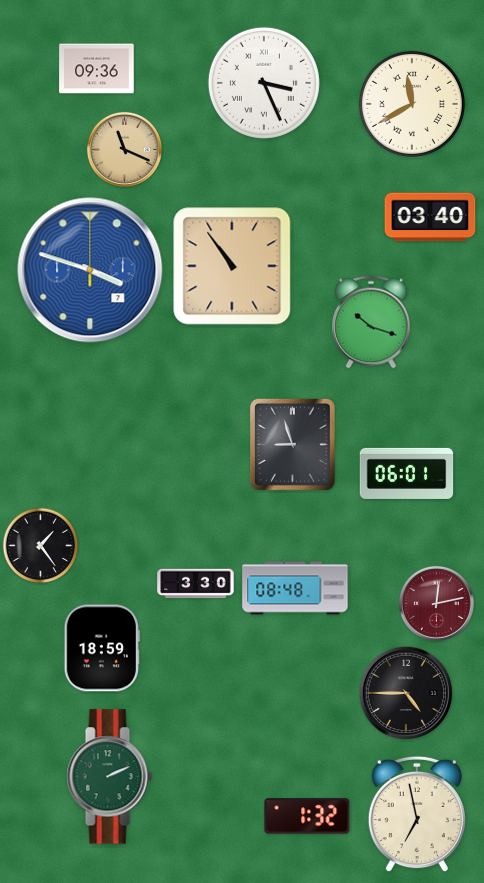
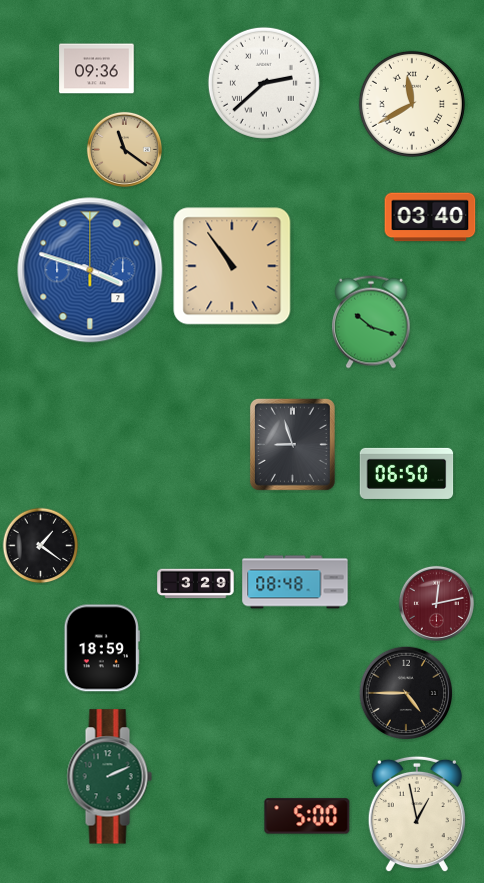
clock at (264, 83): 3:26 -> 2:38
clock at (124, 149): 11:19 -> 11:21
clock at (407, 473): 06:01 -> 06:50
clock at (41, 546): 1:24 -> 1:21
clock at (196, 584): 3:30 -> 3:29
clock at (295, 588) position: (295, 588) -> (295, 582)
clock at (417, 814): 6:58 -> 12:58
clock at (307, 816): 1:32 -> 5:00
